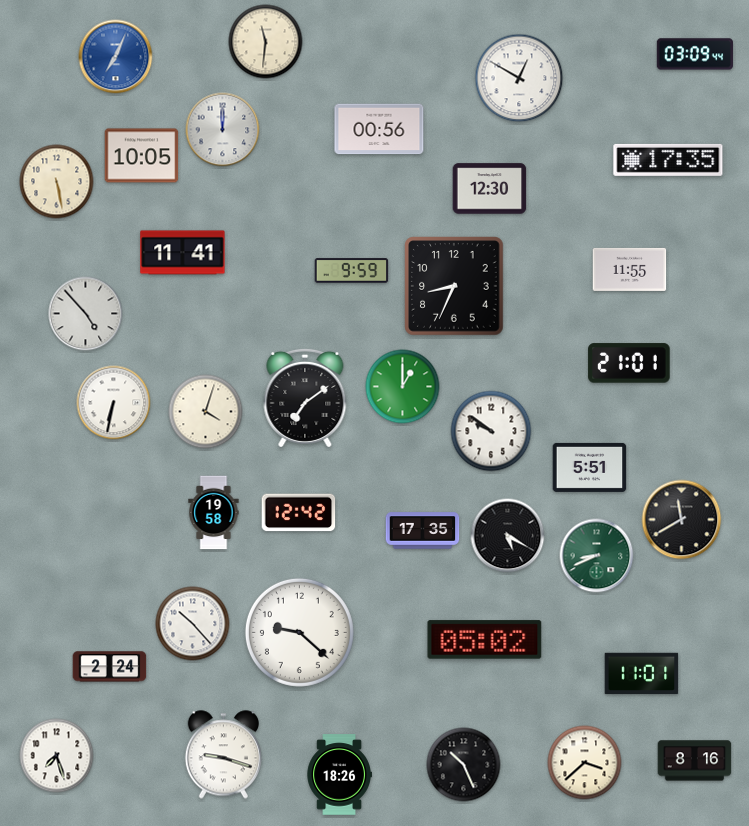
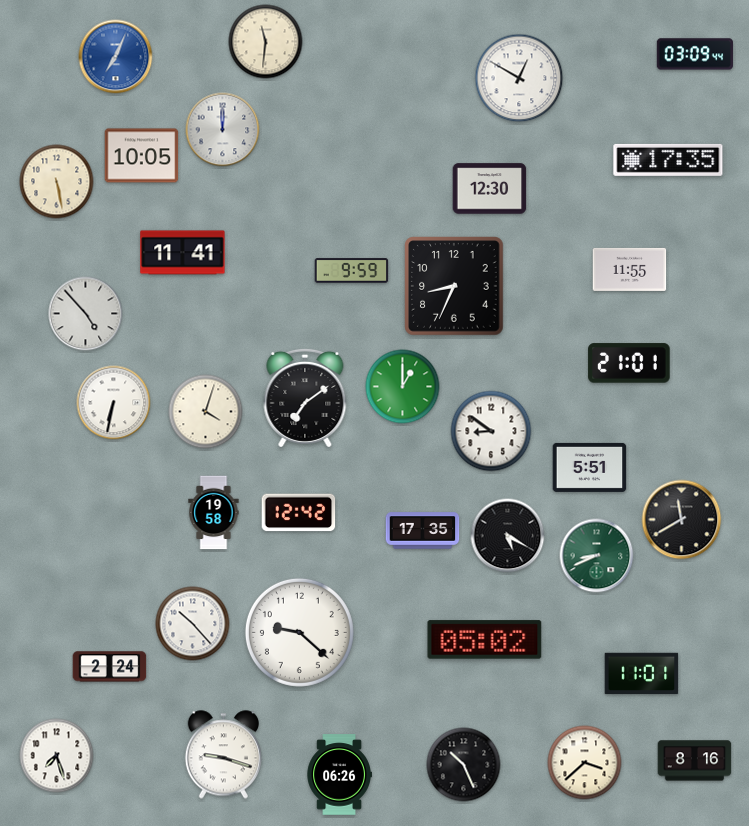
clock at (379, 129): 00:56 -> none
clock at (491, 431): 9:51 -> 8:51
clock at (339, 775): 18:26 -> 06:26
